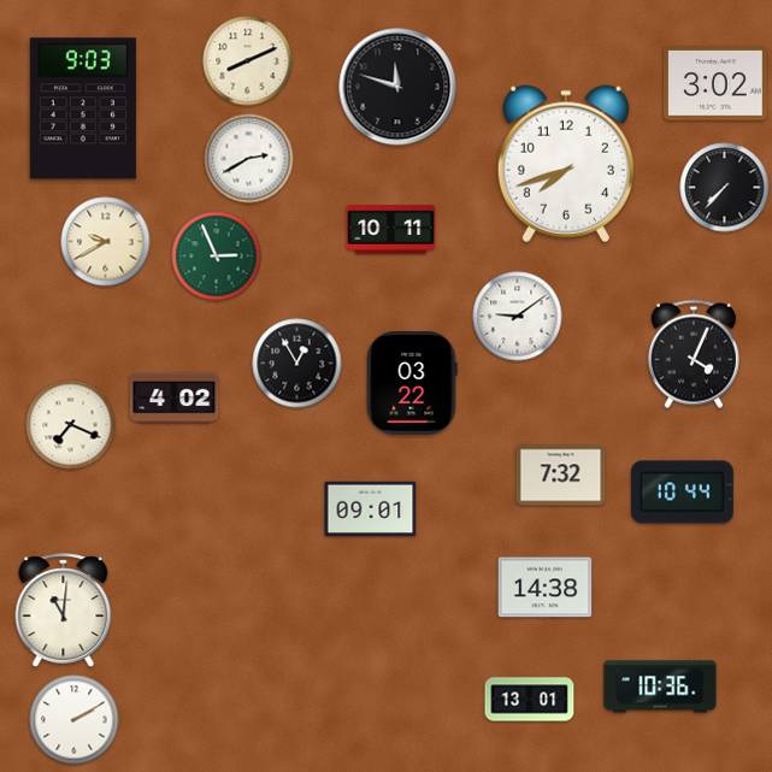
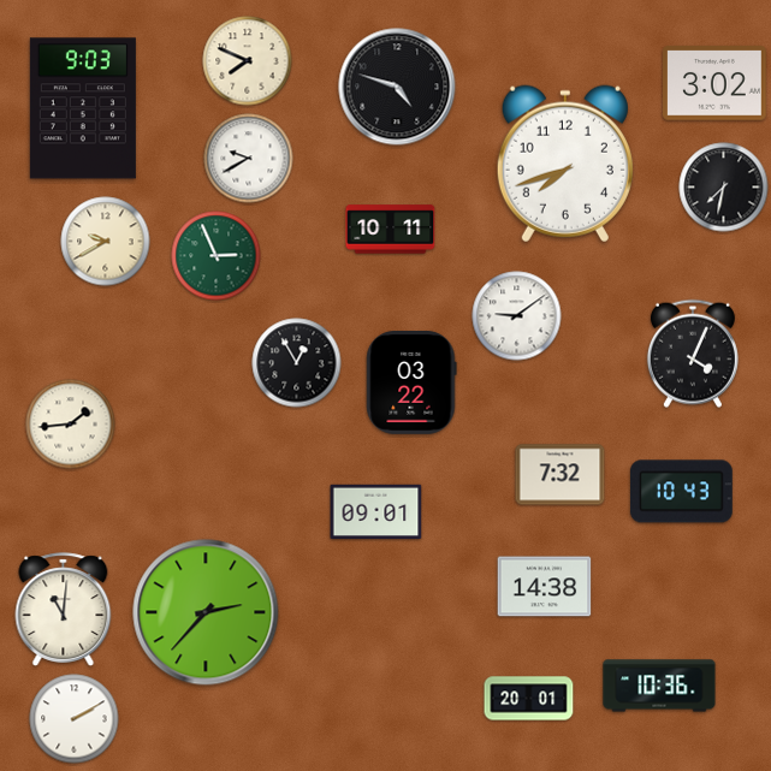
clock at (248, 61): 8:11 -> 7:49
clock at (397, 87): 11:48 -> 4:48
clock at (249, 159): 2:40 -> 9:40
clock at (725, 188): 7:37 -> 7:32
clock at (175, 399): 4:02 -> none
clock at (71, 425): 7:19 -> 1:44
clock at (682, 493): 10:44 -> 10:43
clock at (371, 509) position: (371, 509) -> (376, 512)
clock at (206, 612): none -> 2:37
clock at (530, 700): 13:01 -> 20:01
